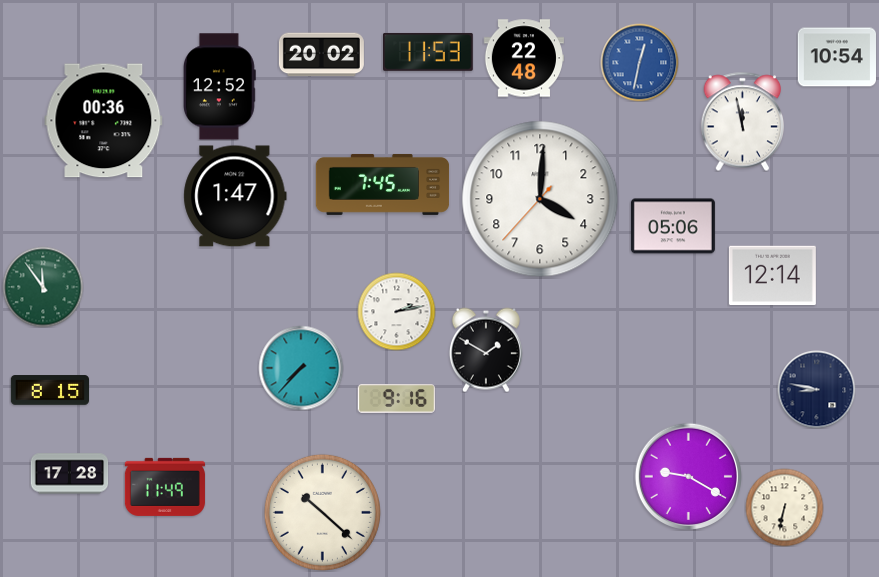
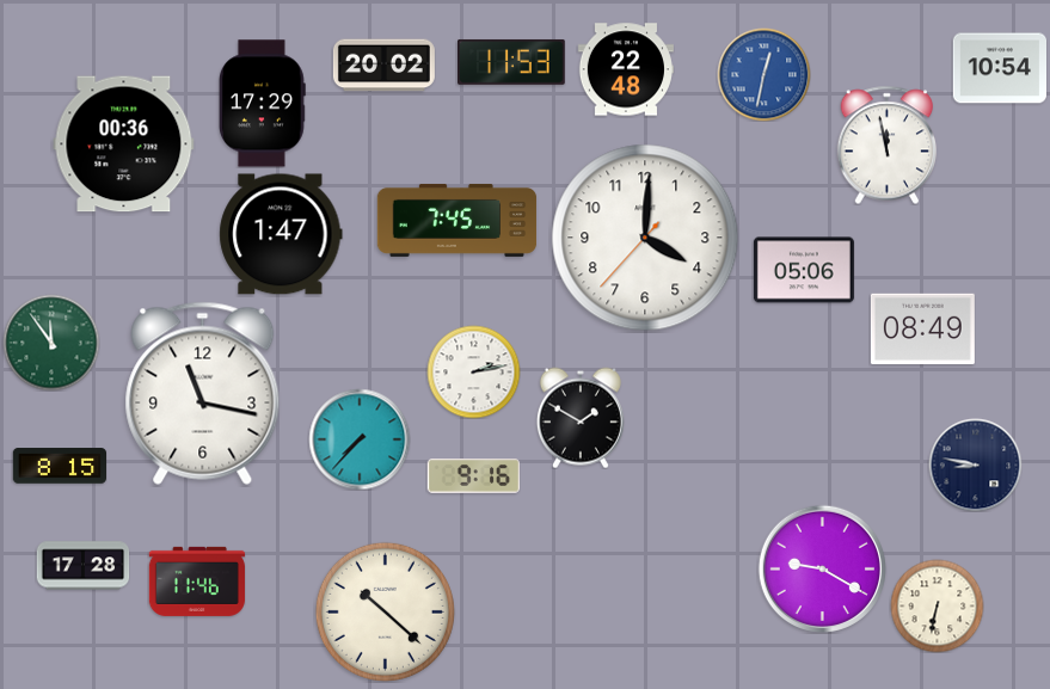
clock at (219, 87): 12:52 -> 17:29
clock at (772, 276): 12:14 -> 08:49
clock at (203, 393): none -> 11:17
clock at (165, 487): 11:49 -> 11:46
